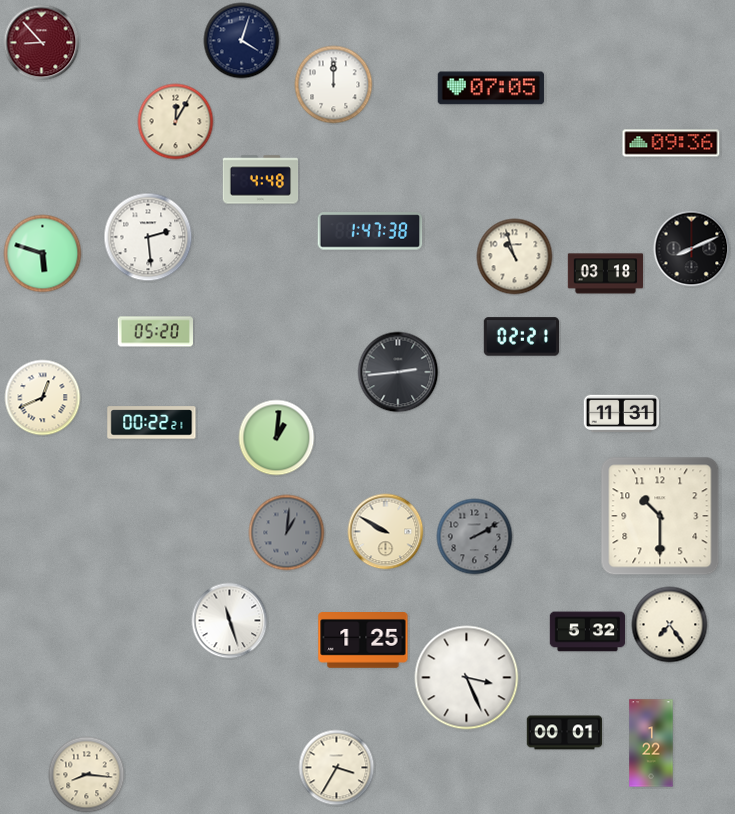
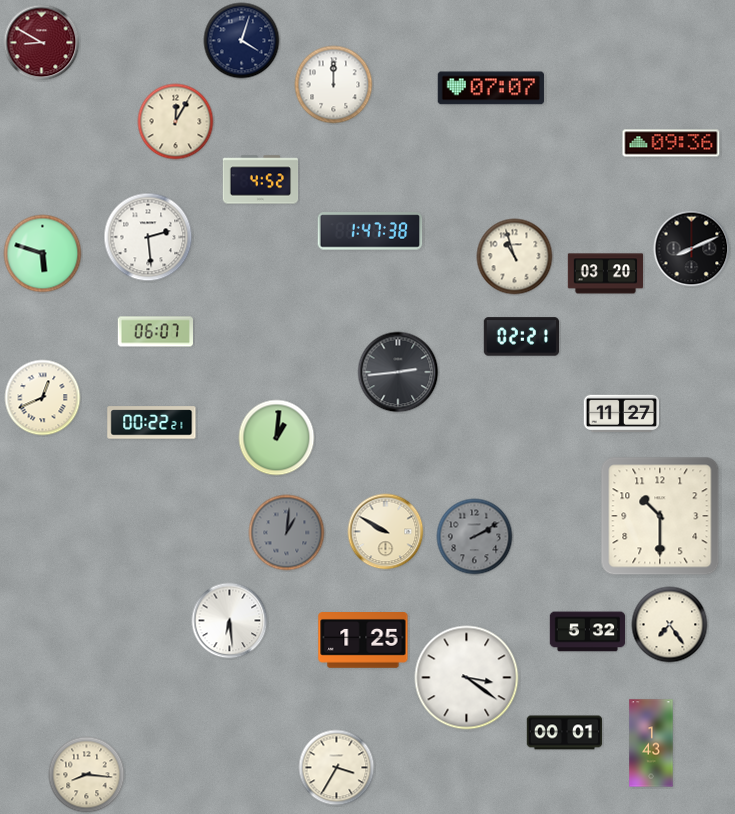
clock at (42, 43): 8:53 -> 8:50
clock at (491, 88): 07:05 -> 07:07
clock at (261, 180): 4:48 -> 4:52
clock at (606, 274): 03:18 -> 03:20
clock at (155, 332): 05:20 -> 06:07
clock at (621, 414): 11:31 -> 11:27
clock at (230, 621): 11:27 -> 6:29
clock at (467, 678): 3:26 -> 3:21
clock at (651, 743): 1:22 -> 1:43
